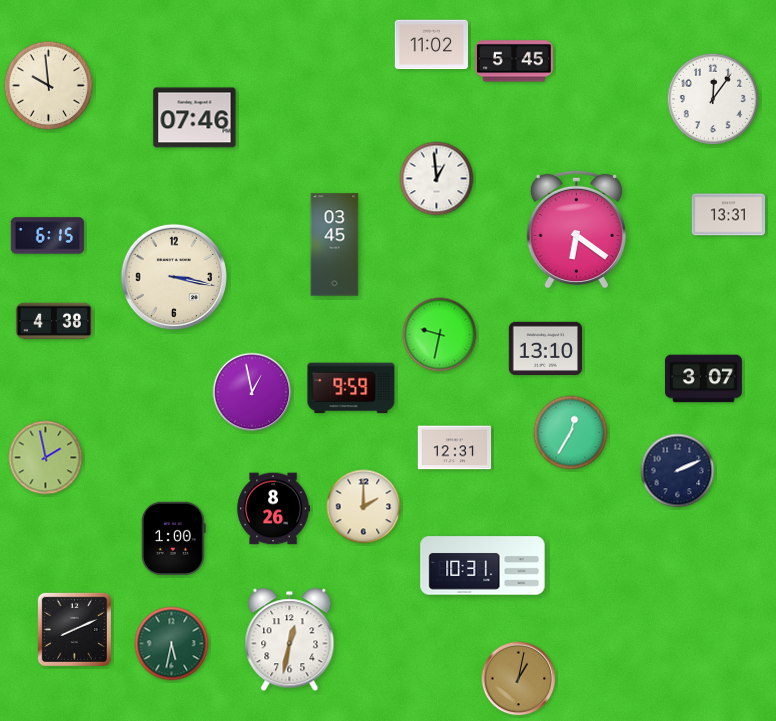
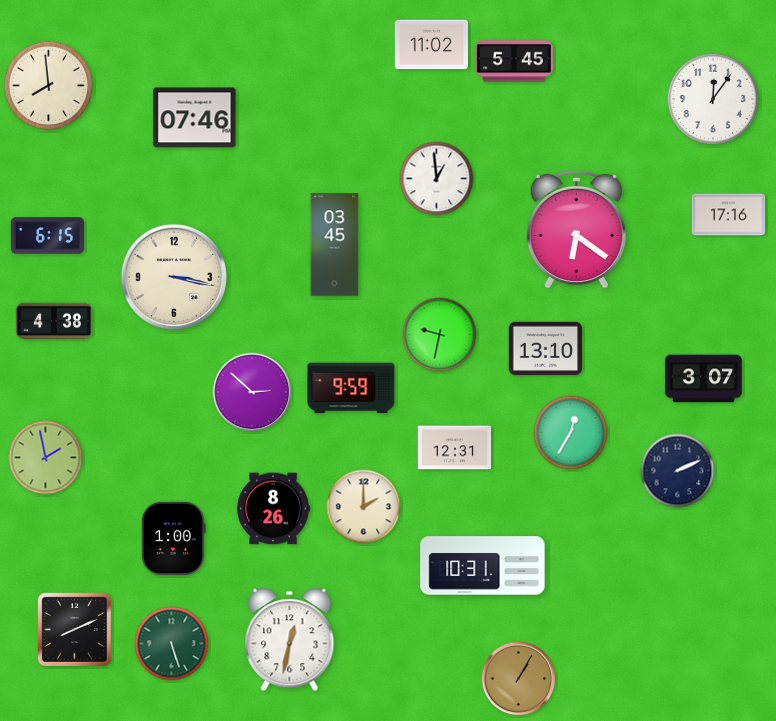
clock at (49, 86): 9:59 -> 7:59
clock at (729, 215): 13:31 -> 17:16
clock at (252, 392): 12:58 -> 2:52
clock at (172, 644): 5:32 -> 5:27
clock at (519, 679): 1:02 -> 1:05
